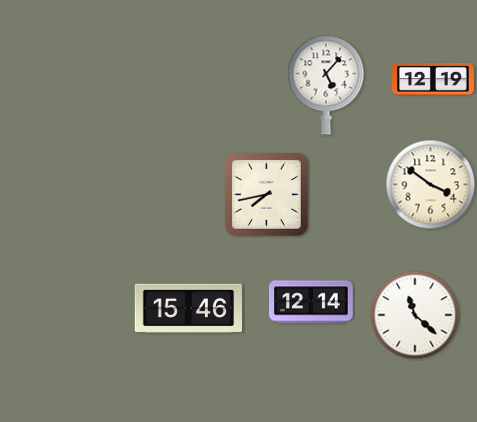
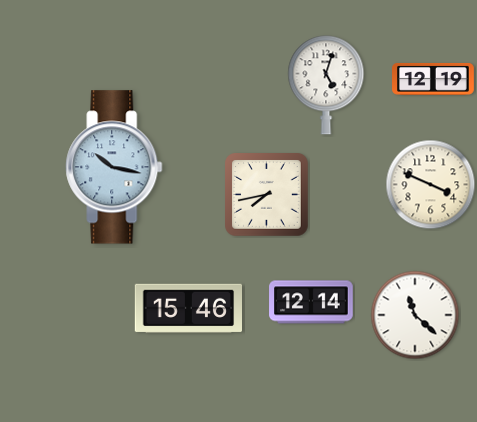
clock at (326, 85): 5:07 -> 5:03
clock at (114, 167): none -> 10:17
clock at (431, 185): 3:51 -> 3:49
